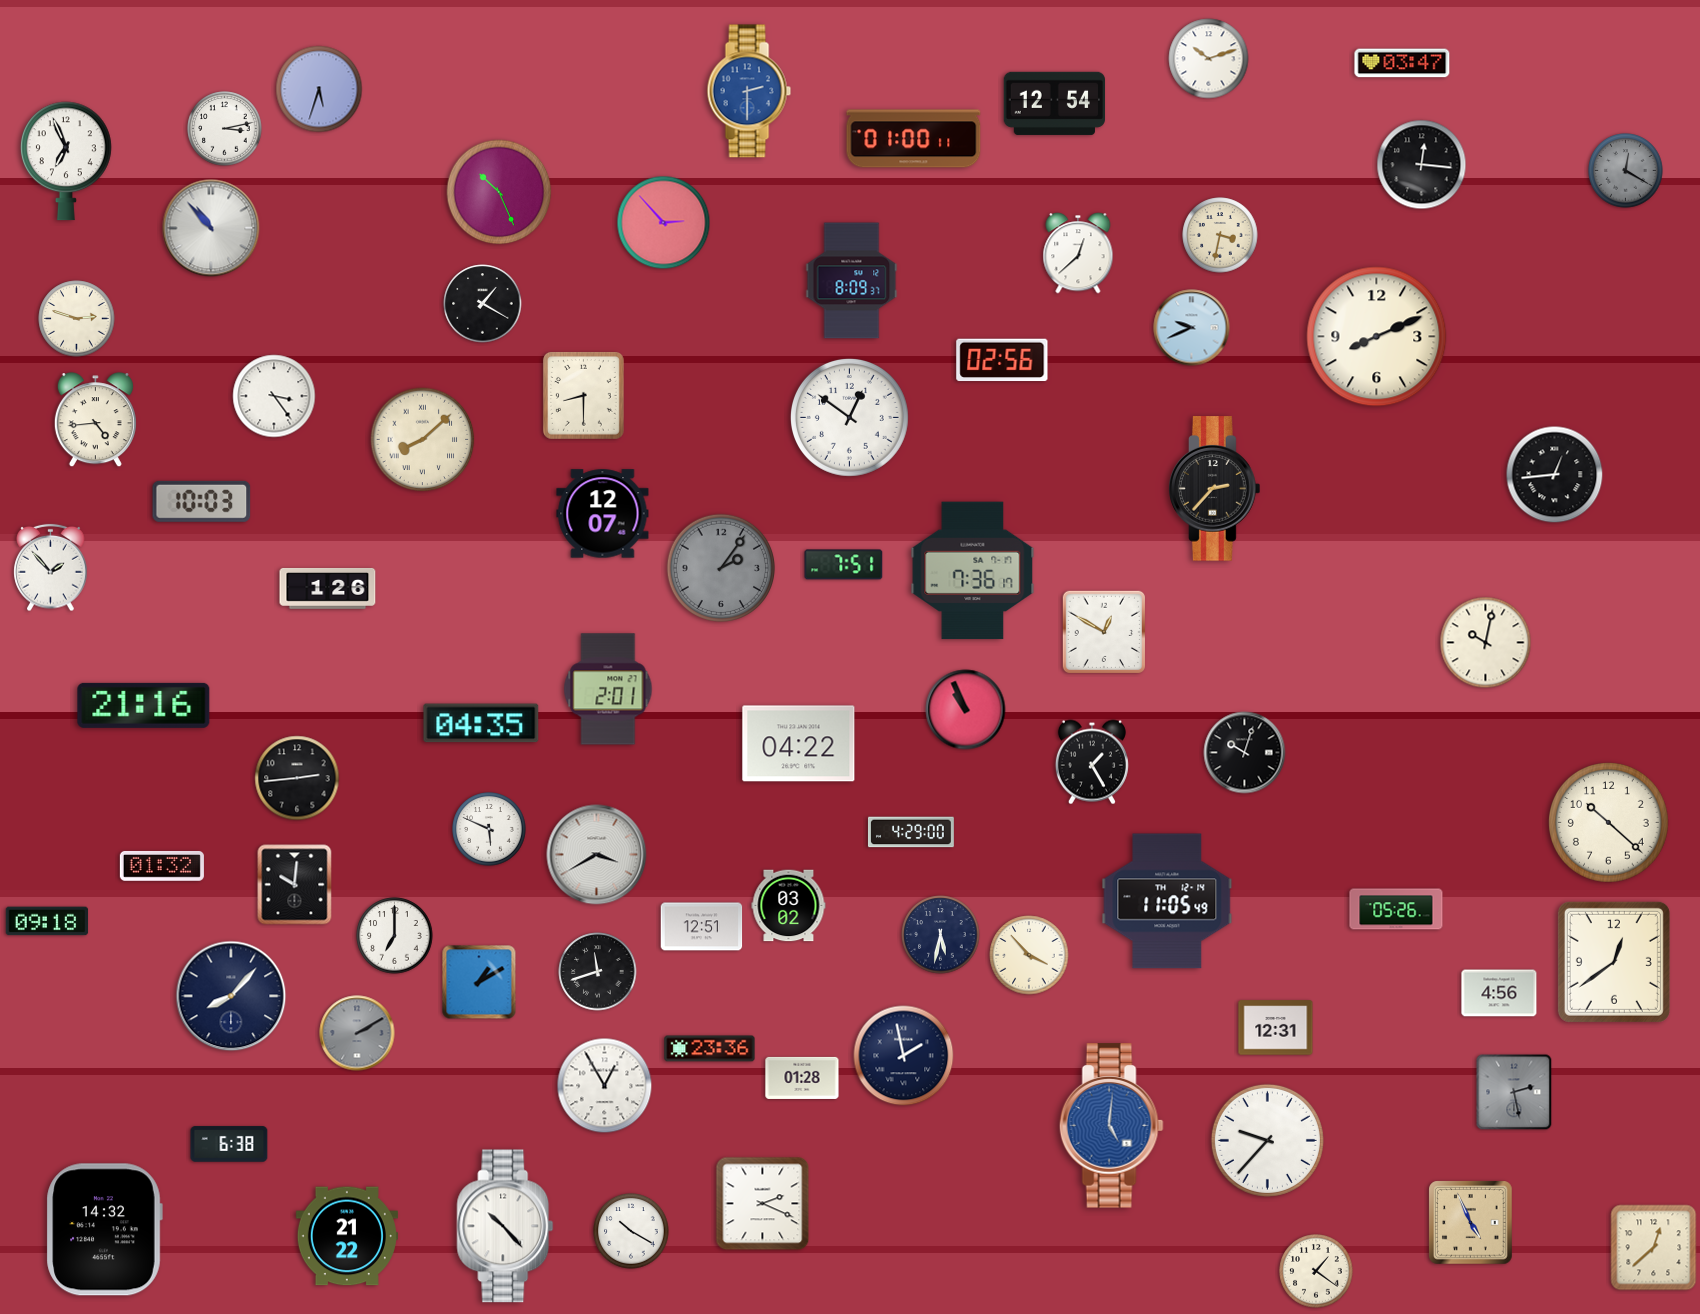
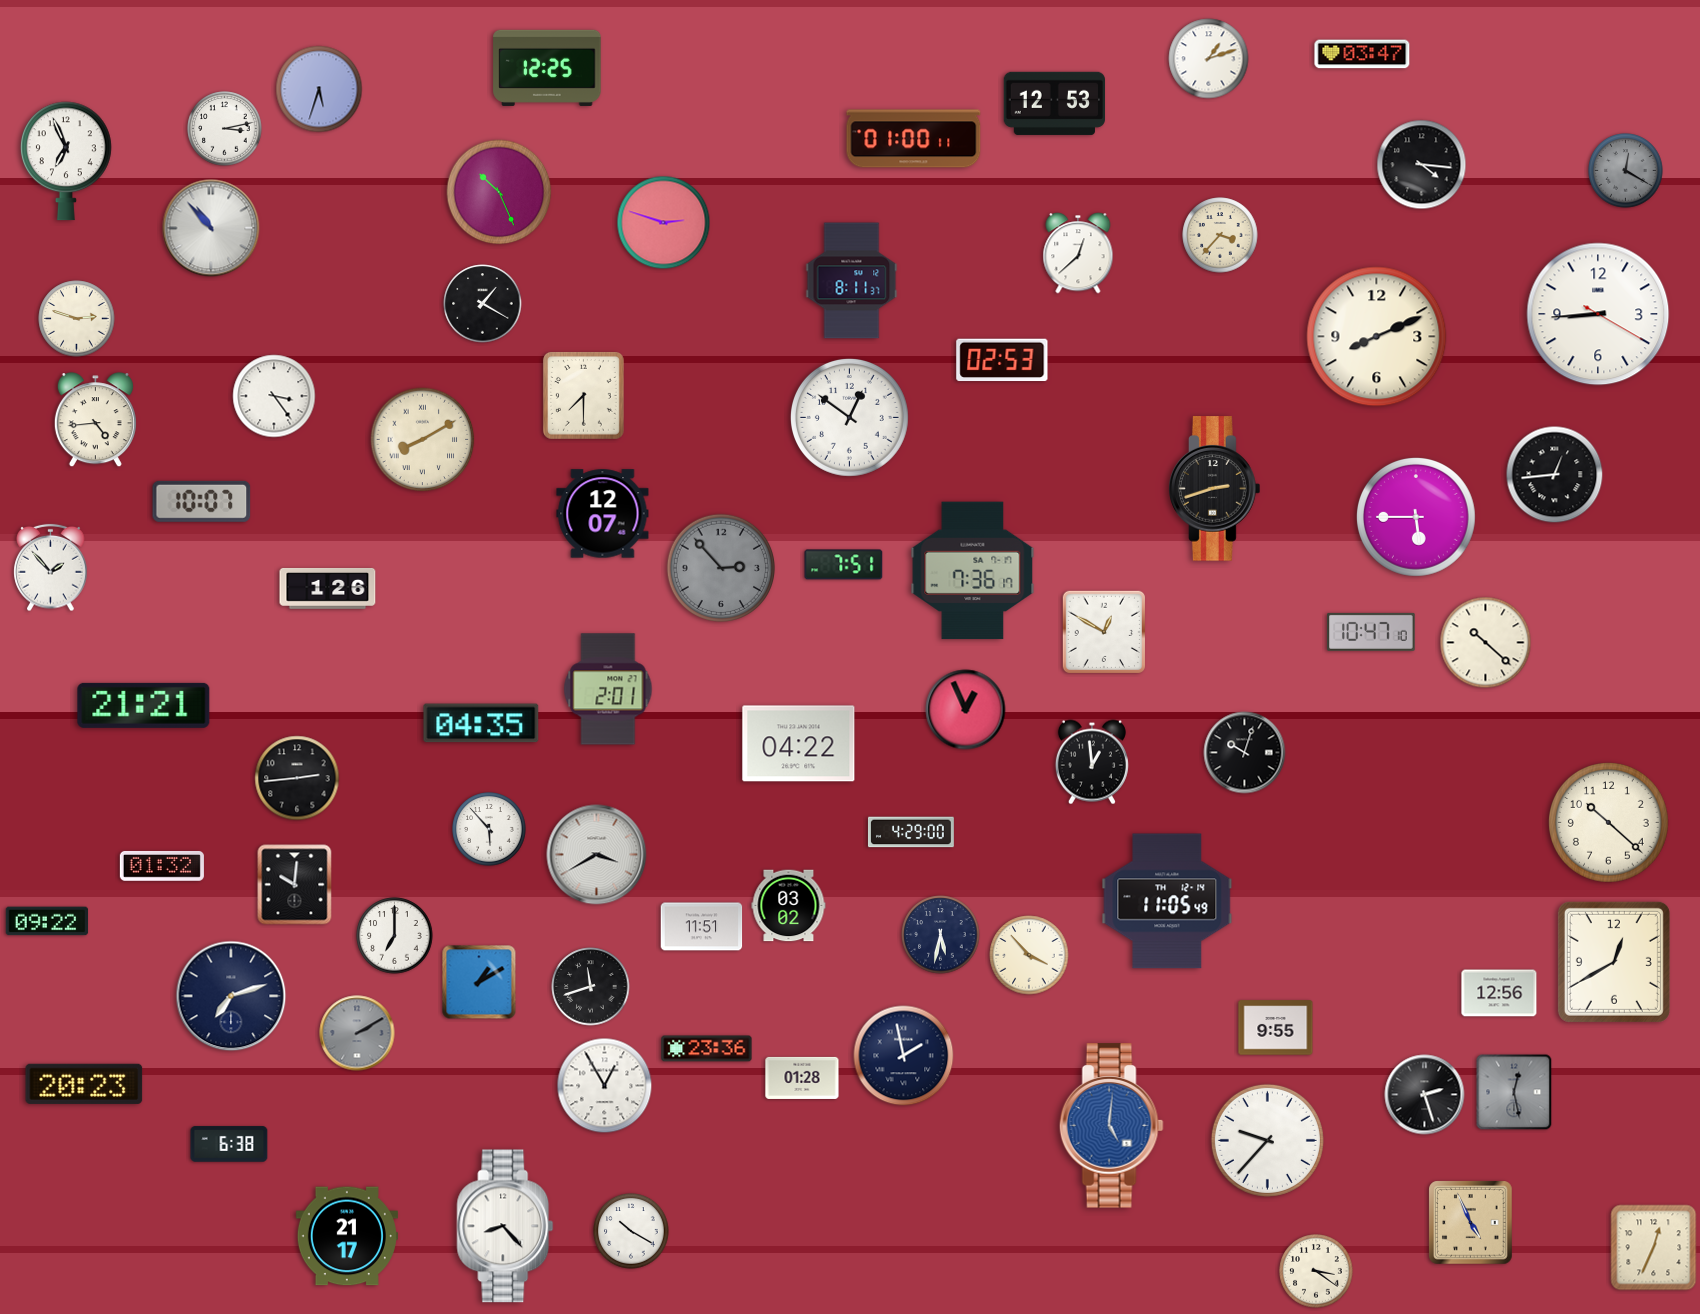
clock at (1209, 59): 10:12 -> 1:12
clock at (1402, 63) position: (1402, 63) -> (1362, 54)
clock at (547, 68): none -> 12:25
clock at (749, 91): 2:30 -> none
clock at (1054, 103): 12:54 -> 12:53
clock at (1422, 165): 12:16 -> 4:16
clock at (664, 223): 2:53 -> 2:48
clock at (1220, 235): 3:32 -> 3:37
clock at (852, 281): 8:09 -> 8:11
clock at (1598, 314): none -> 8:44
clock at (1192, 328): 9:41 -> none
clock at (1002, 360): 02:56 -> 02:53
clock at (583, 395): 8:30 -> 7:30
clock at (423, 440): 8:08 -> 8:10
clock at (1215, 489): 2:37 -> 2:42
clock at (202, 501): 10:03 -> 10:07
clock at (1417, 518): none -> 5:45
clock at (720, 567): 2:06 -> 2:53
clock at (1371, 632): none -> 10:47
clock at (1486, 643): 10:02 -> 10:22
clock at (144, 705): 21:16 -> 21:21
clock at (966, 710): 10:56 -> 12:56
clock at (1092, 762): 1:25 -> 12:59
clock at (489, 829): 5:49 -> 5:53
clock at (1396, 909): 05:26 -> none
clock at (47, 921): 09:18 -> 09:22
clock at (702, 927): 12:51 -> 11:51
clock at (1614, 962): 12:39 -> 12:40
clock at (598, 972) position: (598, 972) -> (591, 987)
clock at (1499, 993): 4:56 -> 12:56
clock at (231, 996): 8:07 -> 7:12
clock at (1276, 1028): 12:31 -> 9:55
clock at (710, 1049) position: (710, 1049) -> (707, 1049)
clock at (84, 1084): none -> 20:23
clock at (1514, 1092): 2:28 -> 12:28
clock at (1425, 1095): none -> 2:27
clock at (763, 1204): 2:19 -> none
clock at (505, 1226): 10:23 -> 8:23
clock at (104, 1230): 14:32 -> none
clock at (347, 1236): 21:22 -> 21:17
clock at (1654, 1248): 12:38 -> 12:34
clock at (1316, 1271): 1:21 -> 3:21
